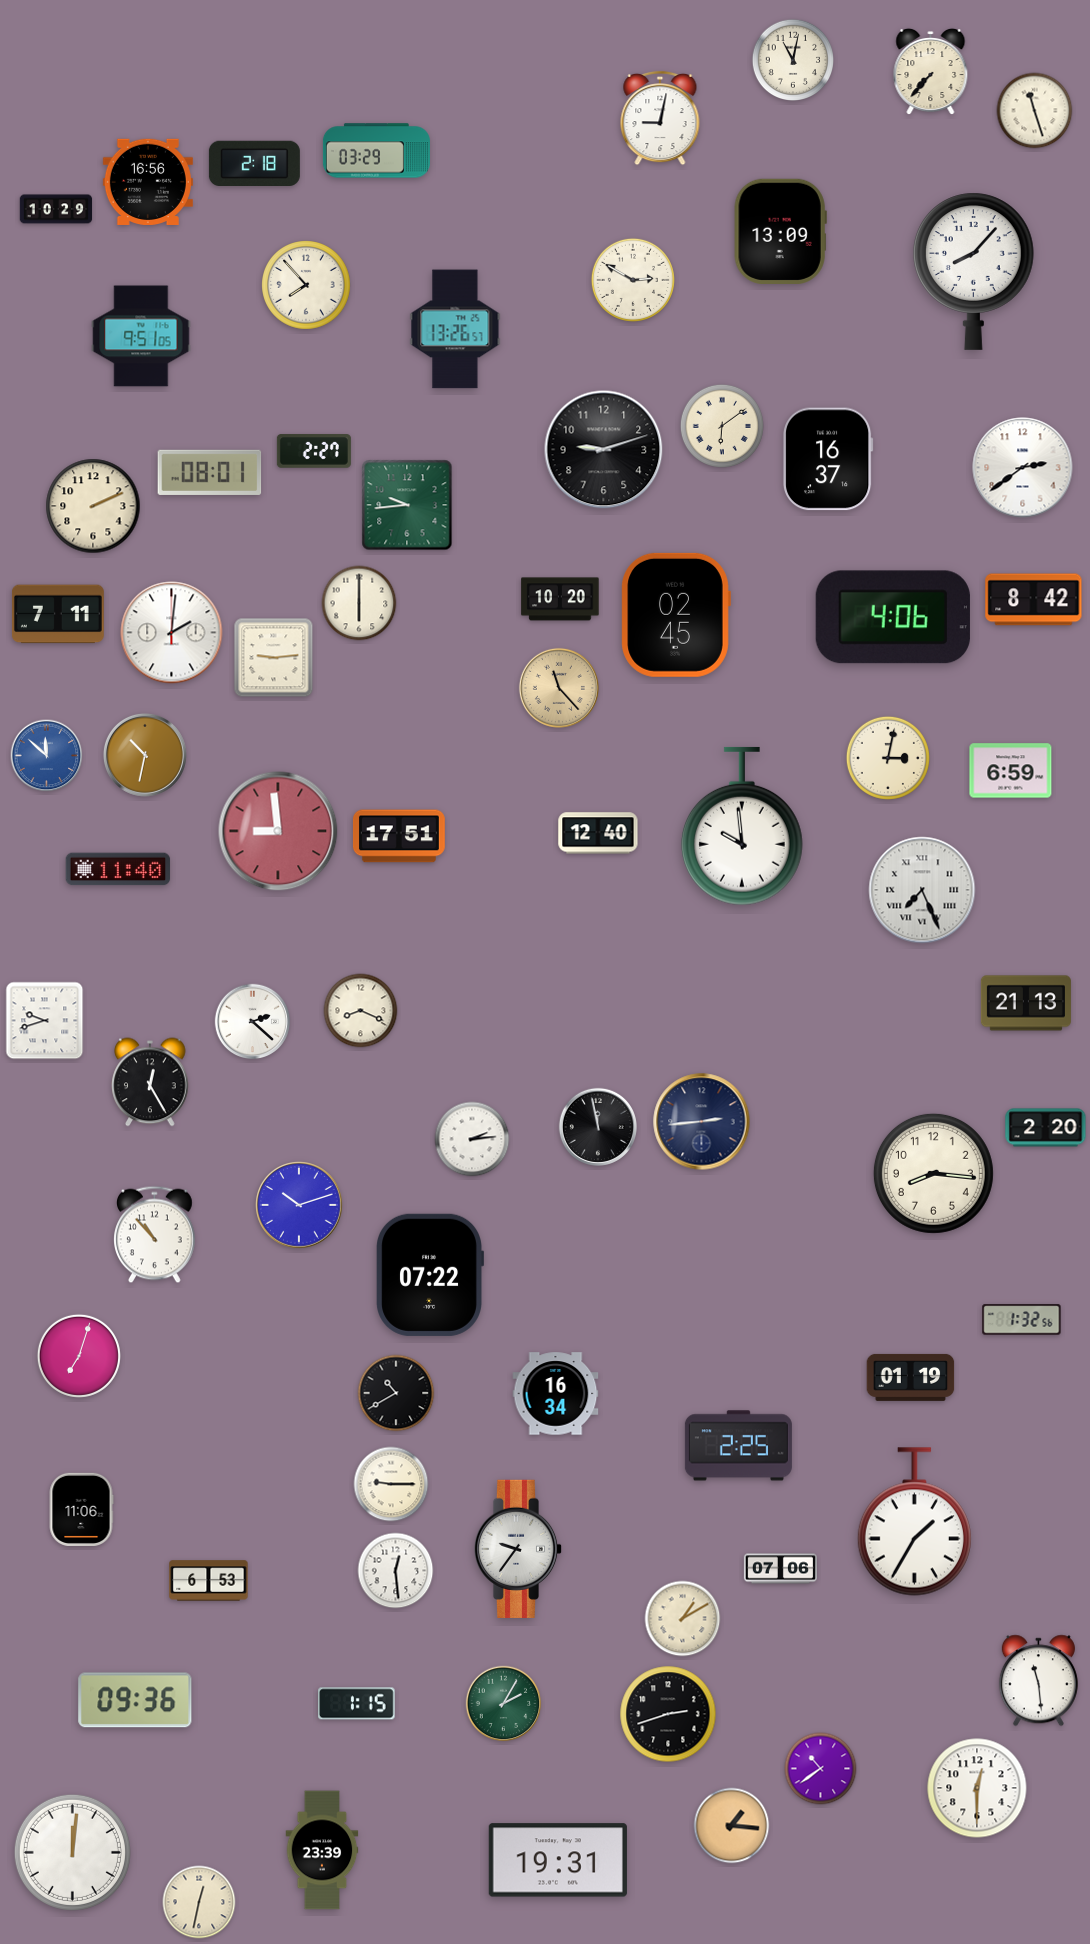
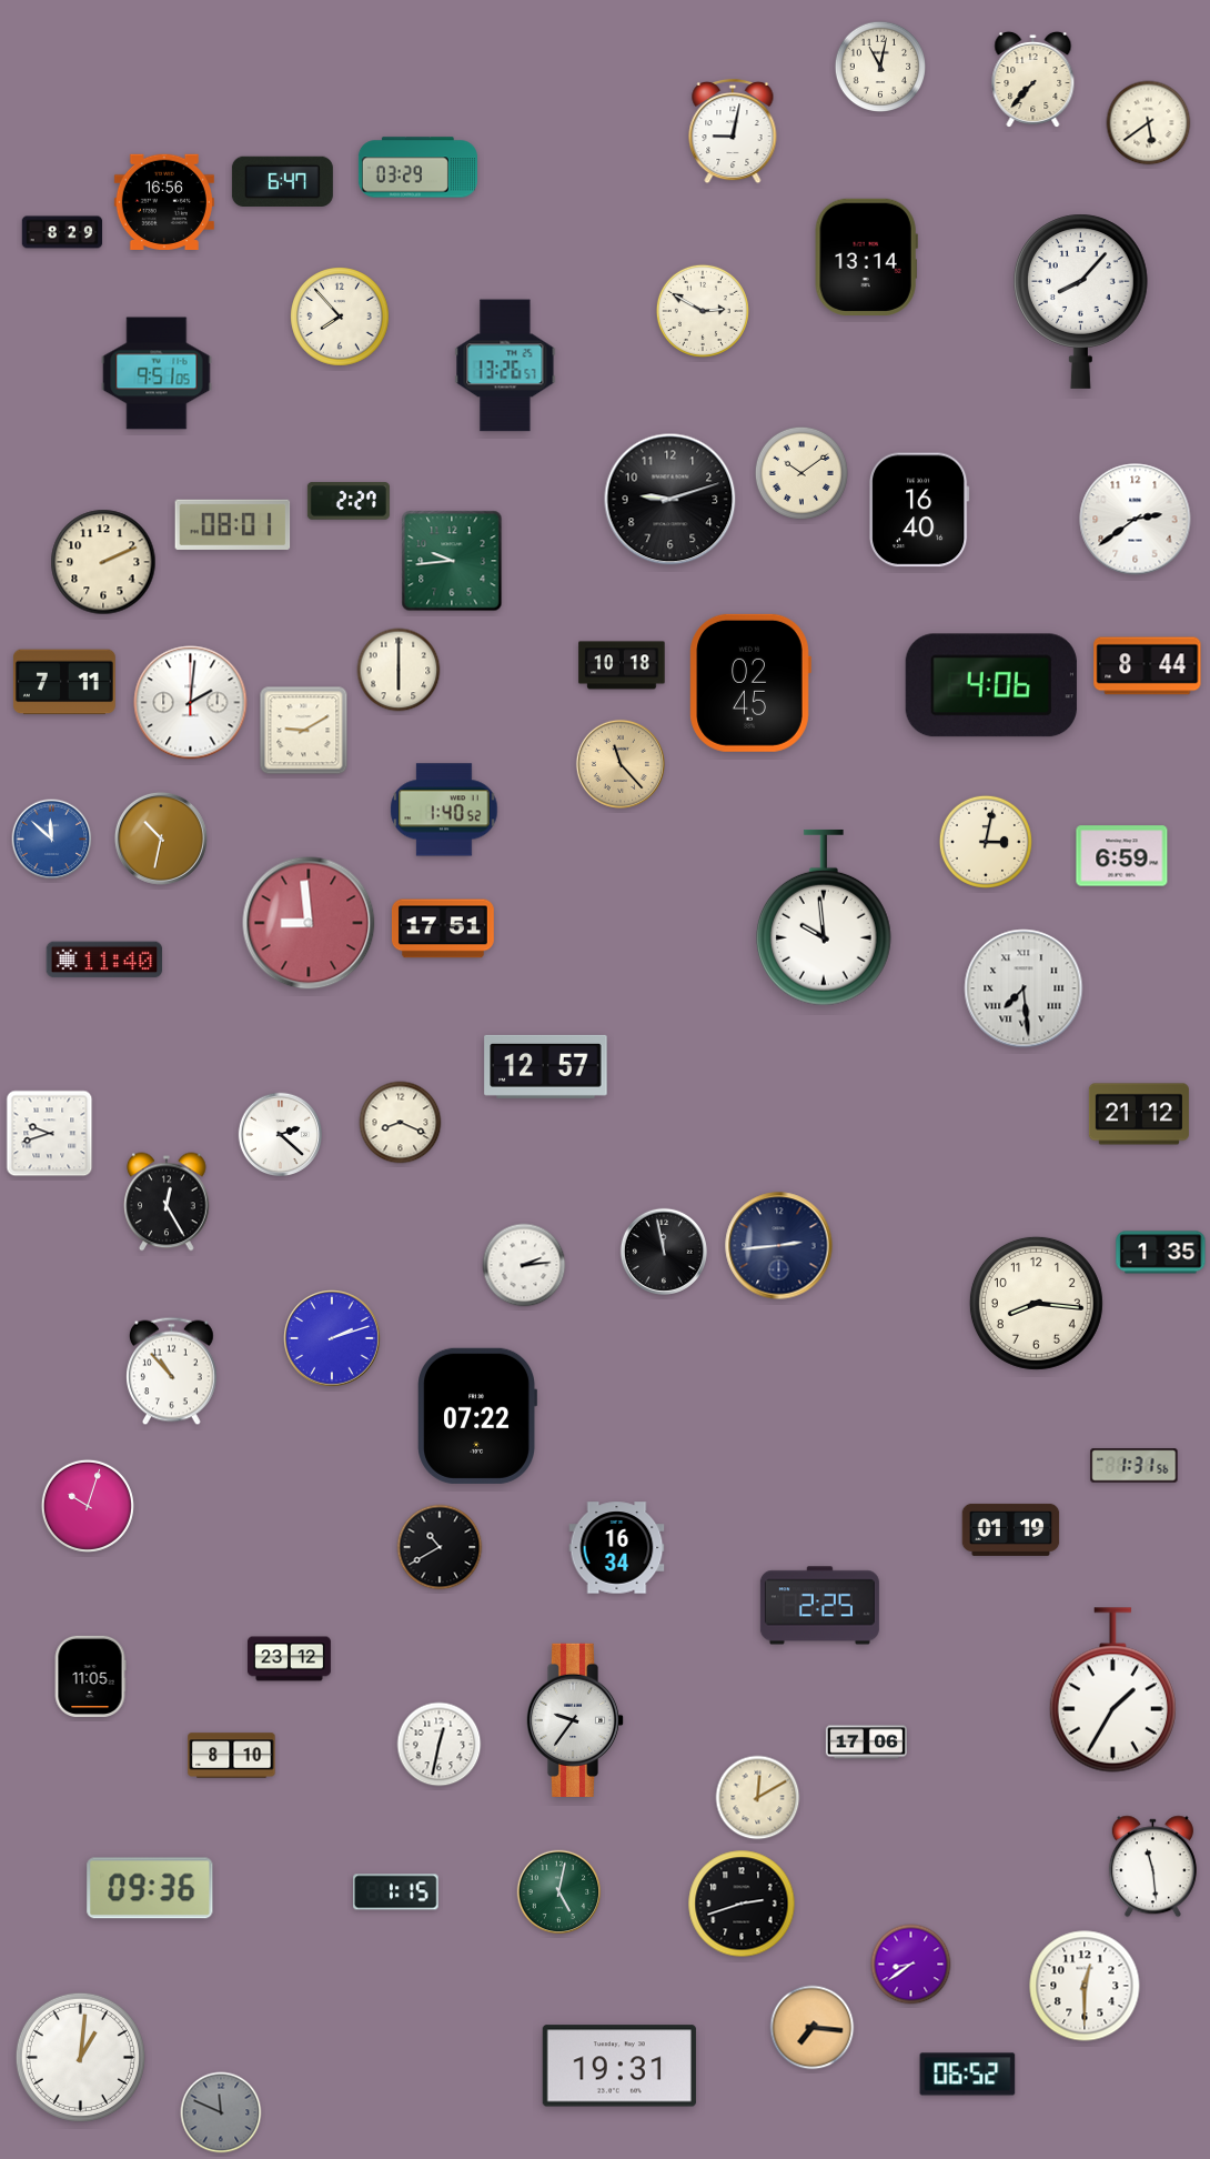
clock at (1035, 111): 11:27 -> 5:39
clock at (254, 163): 2:18 -> 6:47
clock at (56, 209): 10:29 -> 8:29
clock at (780, 231): 13:09 -> 13:14
clock at (722, 426): 6:09 -> 10:09
clock at (828, 459): 16:37 -> 16:40
clock at (560, 599): 10:20 -> 10:18
clock at (1034, 600): 8:42 -> 8:44
clock at (274, 658): 9:14 -> 9:10
clock at (444, 810): none -> 1:40
clock at (598, 833): 12:40 -> none
clock at (118, 869) position: (118, 869) -> (104, 960)
clock at (922, 890): 7:26 -> 7:29
clock at (546, 1066): none -> 12:57
clock at (1026, 1003): 21:13 -> 21:12
clock at (1046, 1128): 2:20 -> 1:35
clock at (300, 1206): 10:12 -> 2:12
clock at (1022, 1320): 1:32 -> 1:31
clock at (79, 1356): 7:03 -> 10:03
clock at (391, 1484): 9:15 -> none
clock at (290, 1659): none -> 23:12
clock at (81, 1509): 11:06 -> 11:05
clock at (914, 1522) position: (914, 1522) -> (1112, 1690)
clock at (780, 1569): 07:06 -> 17:06
clock at (396, 1571): 12:29 -> 12:32
clock at (209, 1581): 6:53 -> 8:10
clock at (683, 1619): 1:10 -> 12:10
clock at (504, 1704): 2:05 -> 5:02
clock at (821, 1769): 10:39 -> 8:39
clock at (732, 1826): 1:16 -> 7:16
clock at (322, 1850): 23:39 -> none
clock at (72, 1852): 12:01 -> 1:01
clock at (968, 2075): none -> 06:52
clock at (199, 1902): 12:32 -> 11:49
clock at (199, 1902) dial: cream -> grey
